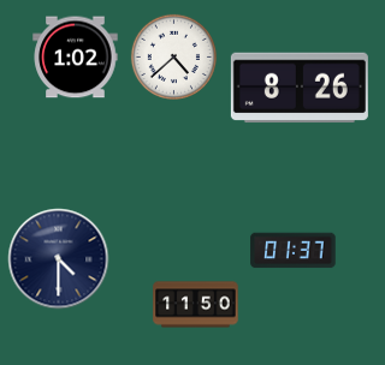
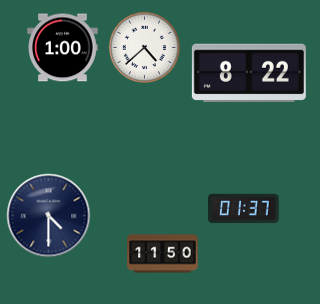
clock at (76, 58): 1:02 -> 1:00
clock at (300, 88): 8:26 -> 8:22
